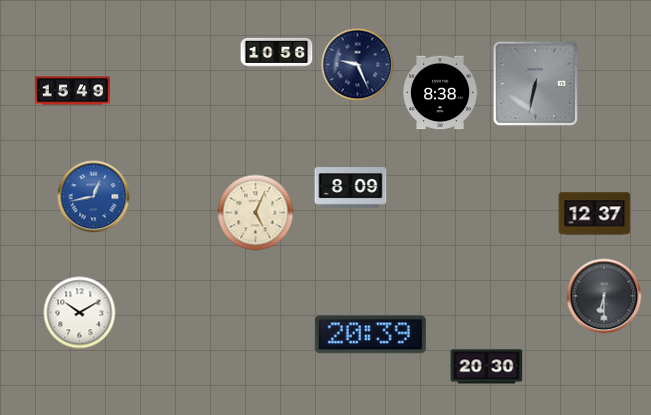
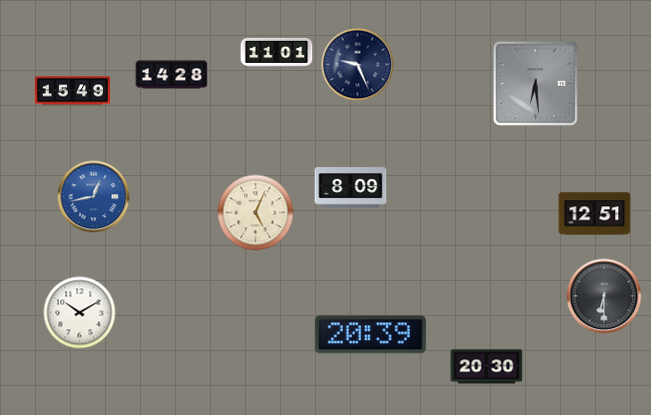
clock at (277, 52): 10:56 -> 11:01
clock at (172, 75): none -> 14:28
clock at (535, 83): 6:32 -> 6:29
clock at (440, 93): 8:38 -> none
clock at (595, 214): 12:37 -> 12:51
